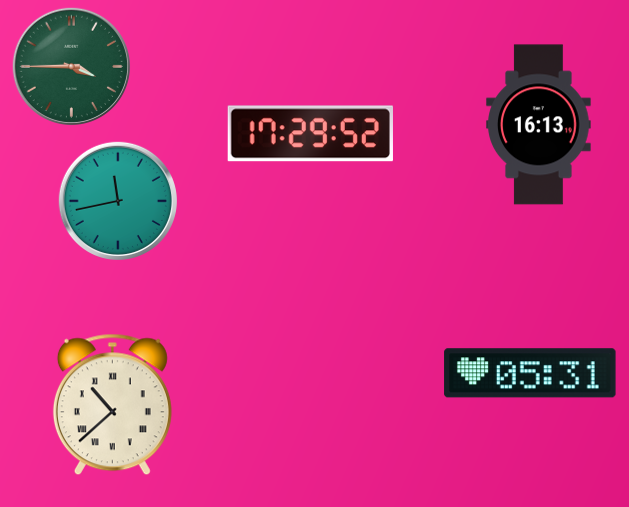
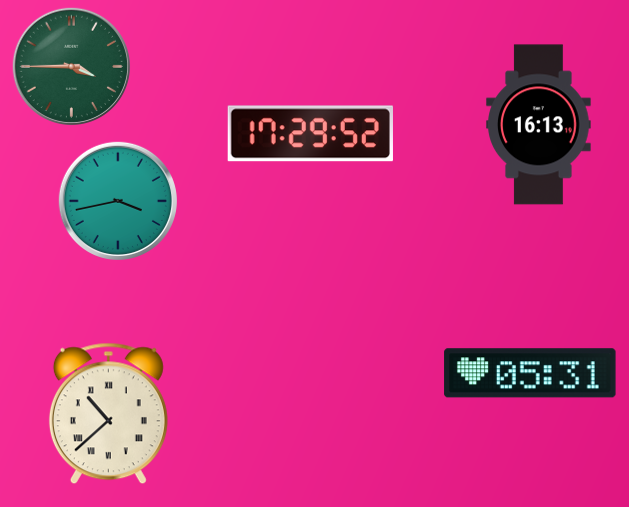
clock at (118, 201): 11:43 -> 3:43
clock at (112, 405) position: (112, 405) -> (108, 414)
